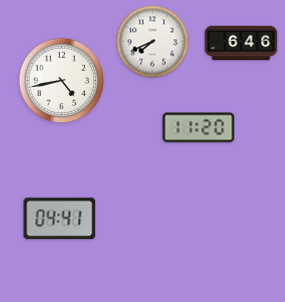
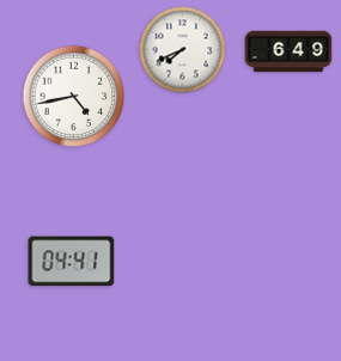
clock at (241, 43): 6:46 -> 6:49
clock at (199, 128): 11:20 -> none
